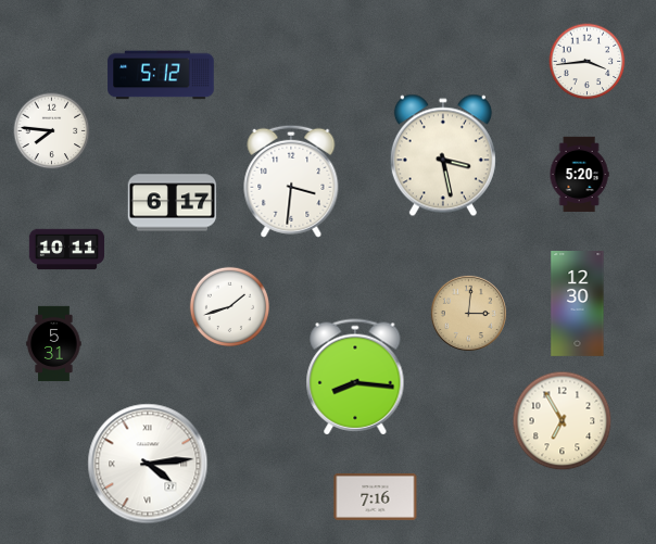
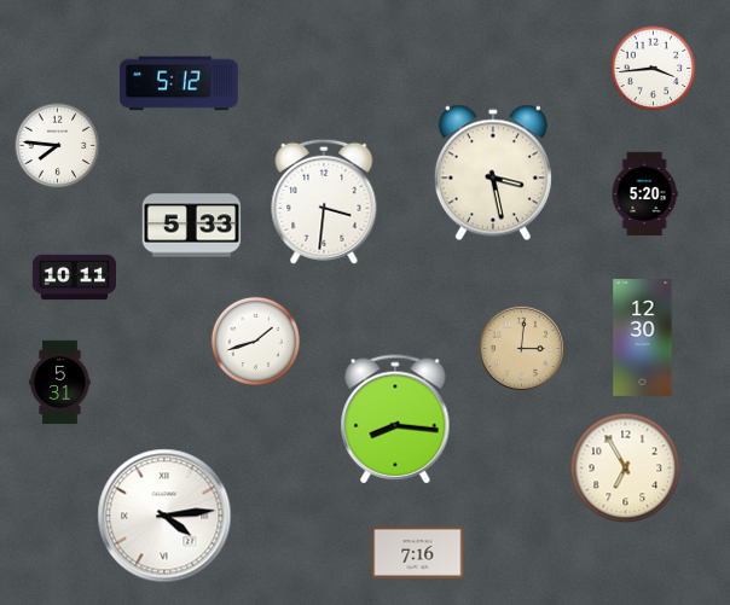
clock at (173, 203): 6:17 -> 5:33
